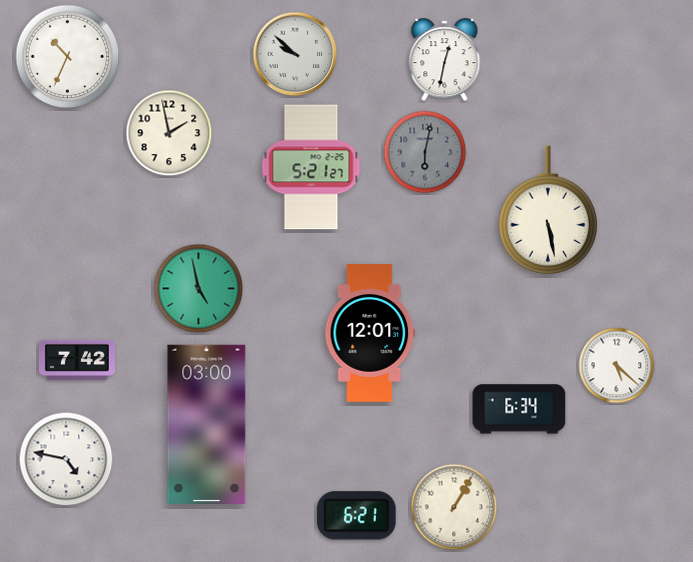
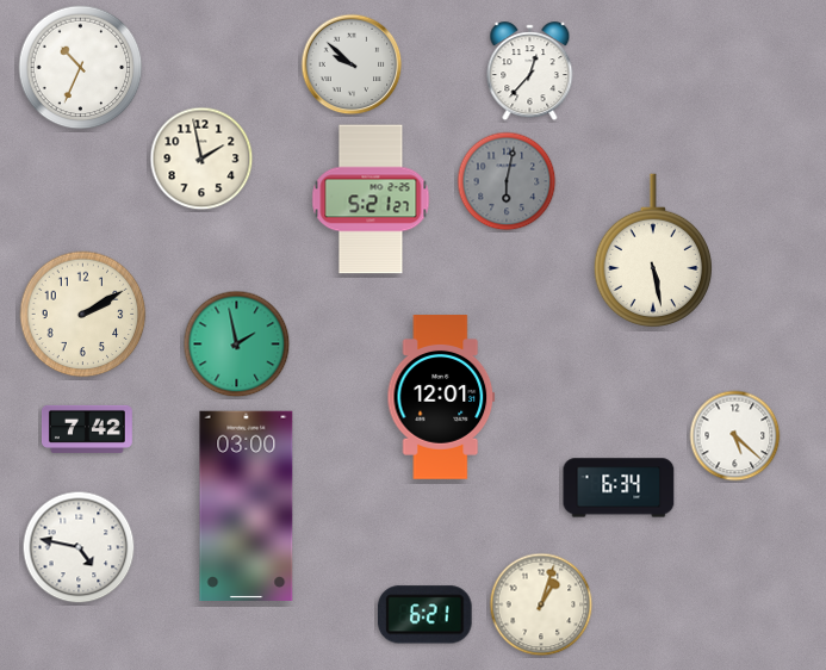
clock at (445, 60): 12:32 -> 12:37
clock at (83, 315): none -> 2:10
clock at (199, 289): 4:58 -> 1:58
clock at (77, 360) position: (77, 360) -> (87, 429)
clock at (454, 507): 1:05 -> 1:03
